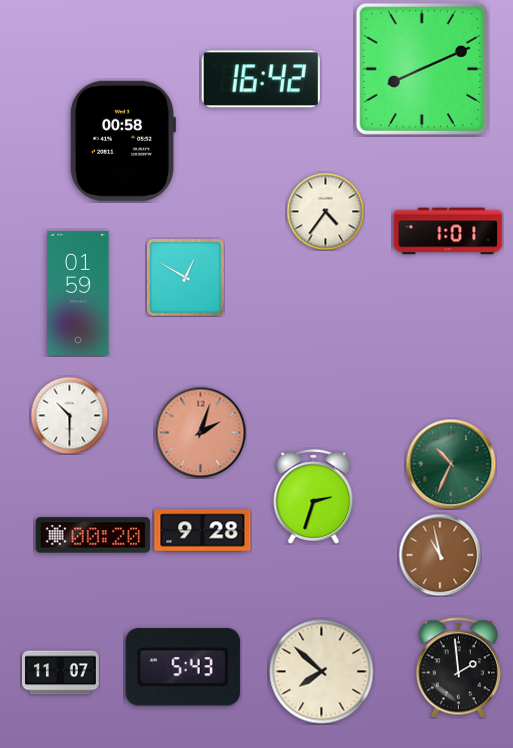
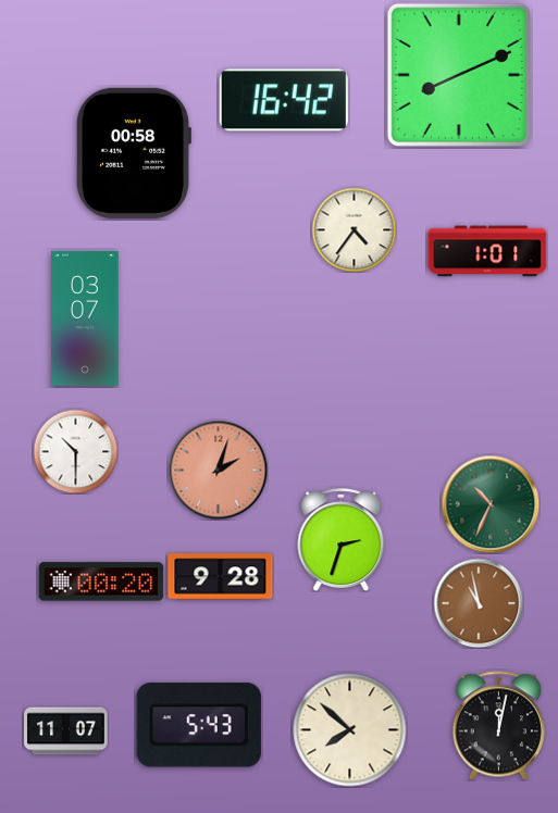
clock at (261, 79) position: (261, 79) -> (284, 100)
clock at (185, 277): 12:50 -> none
clock at (78, 293): 01:59 -> 03:07
clock at (458, 668): 1:59 -> 12:02
